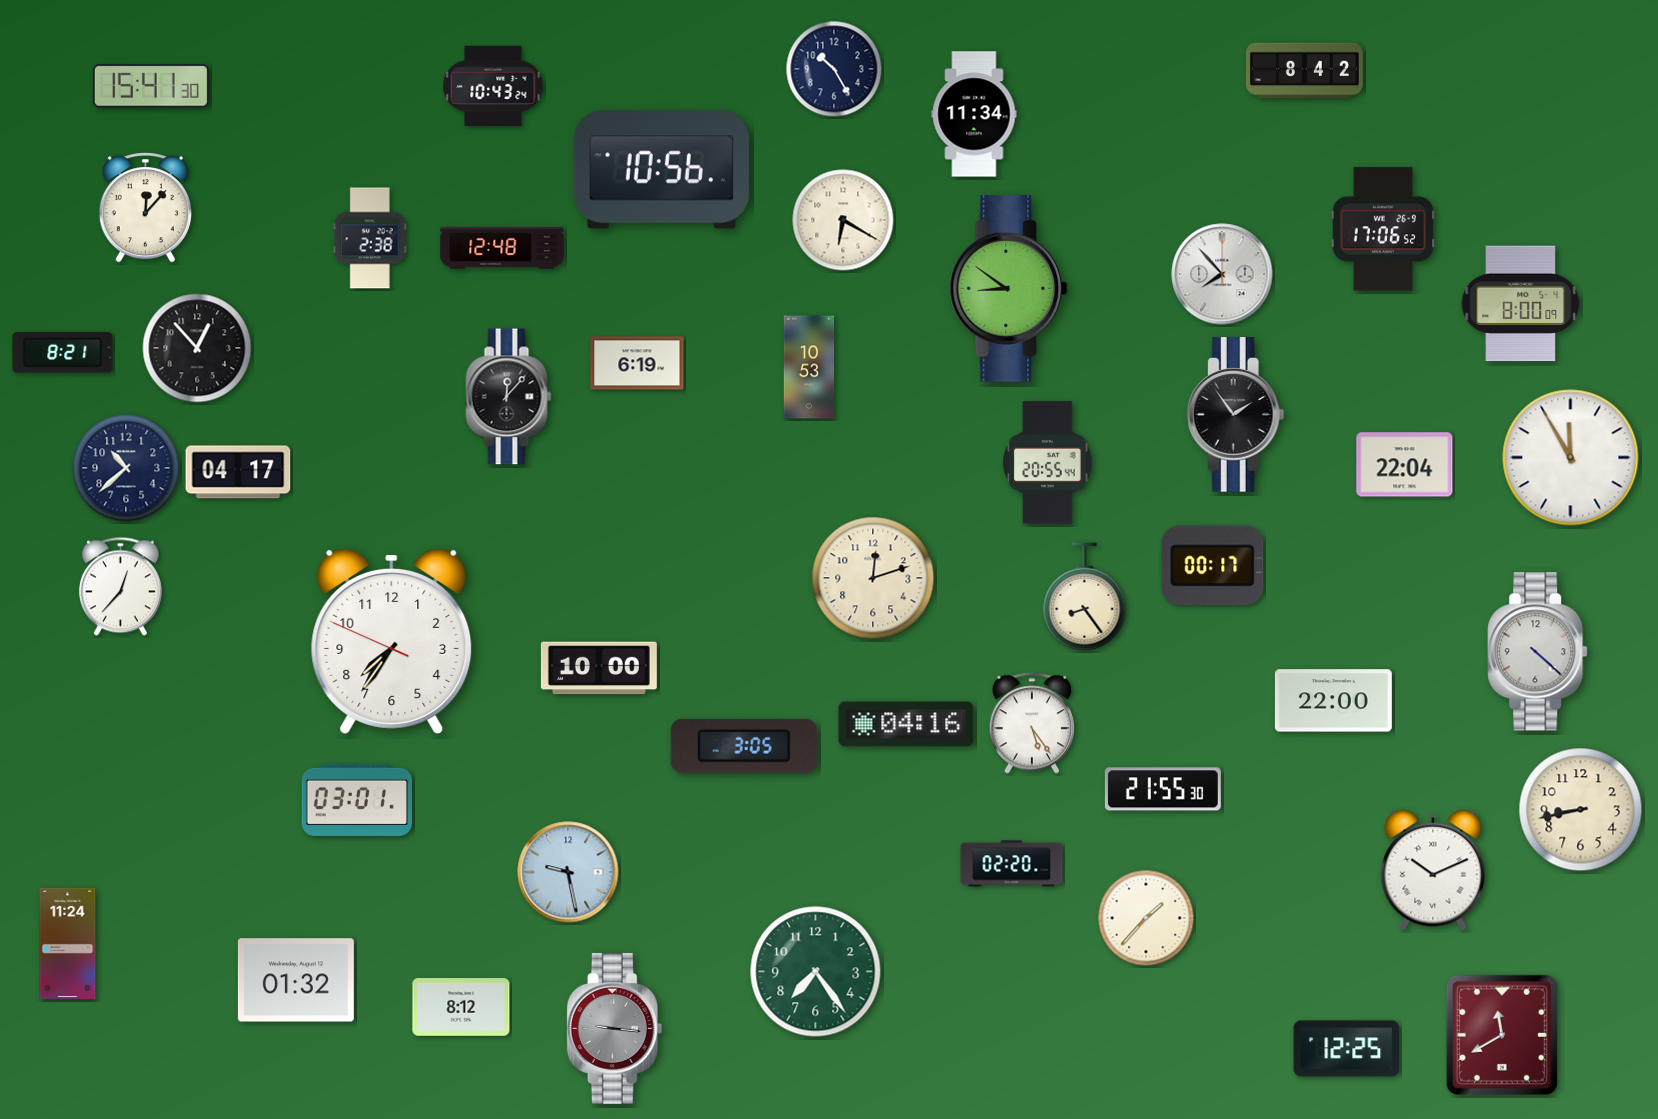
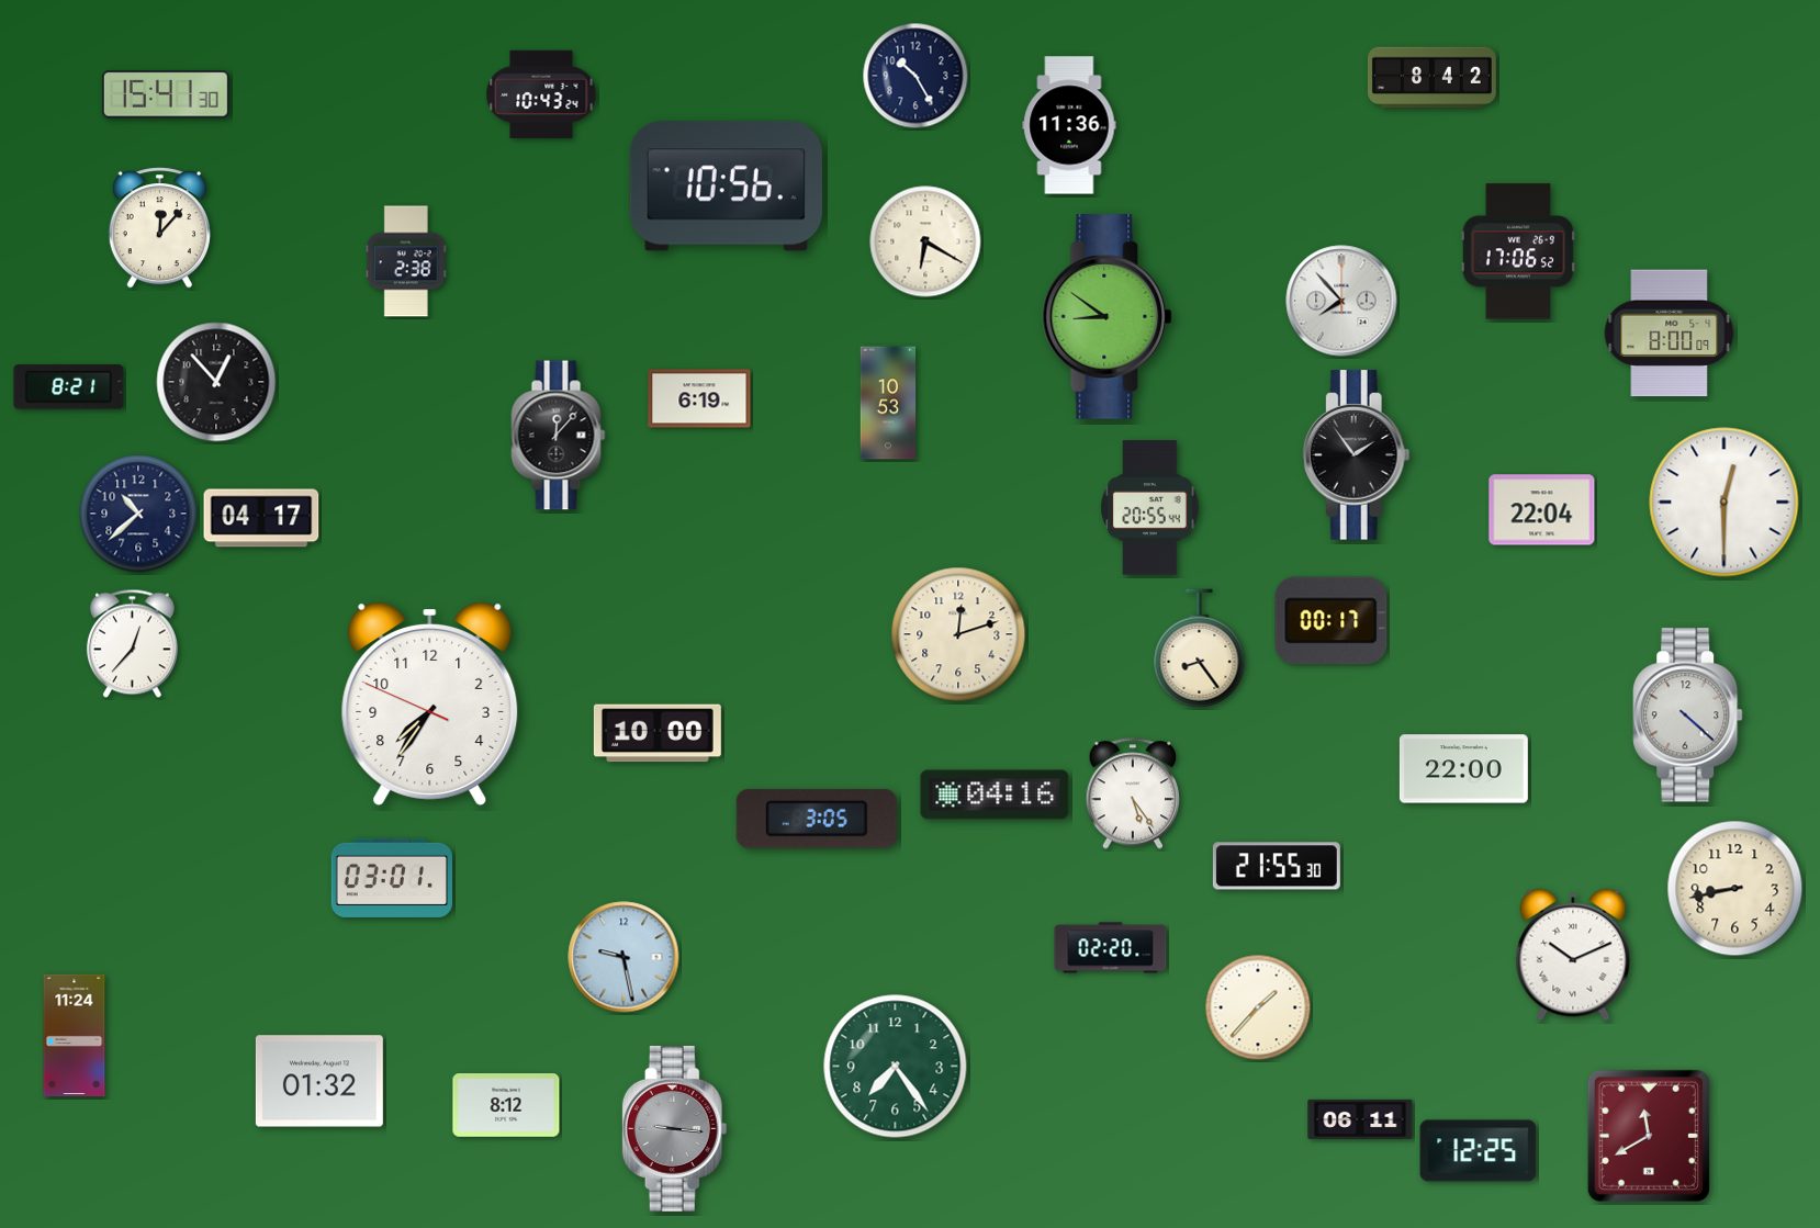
clock at (974, 114): 11:34 -> 11:36
clock at (502, 248): 12:48 -> none
clock at (1571, 458): 11:55 -> 12:30
clock at (1085, 597) position: (1085, 597) -> (1200, 649)
clock at (296, 980) position: (296, 980) -> (319, 1081)
clock at (1360, 1119): none -> 06:11
